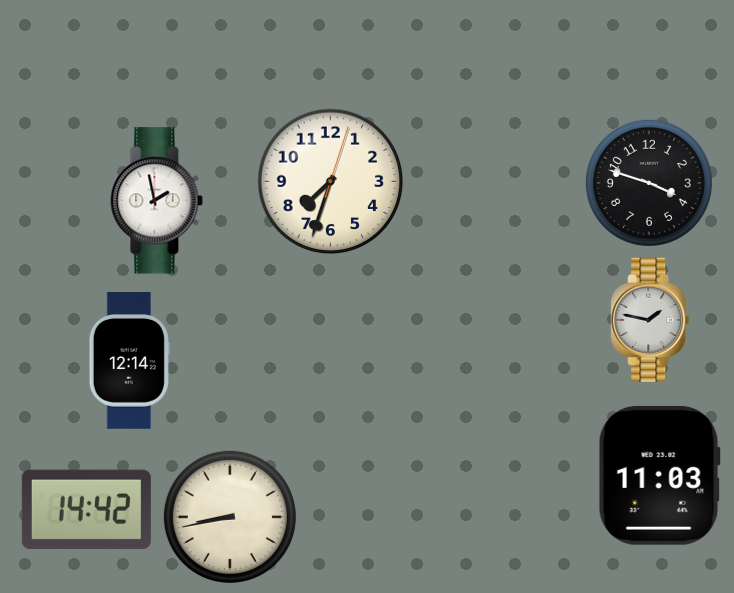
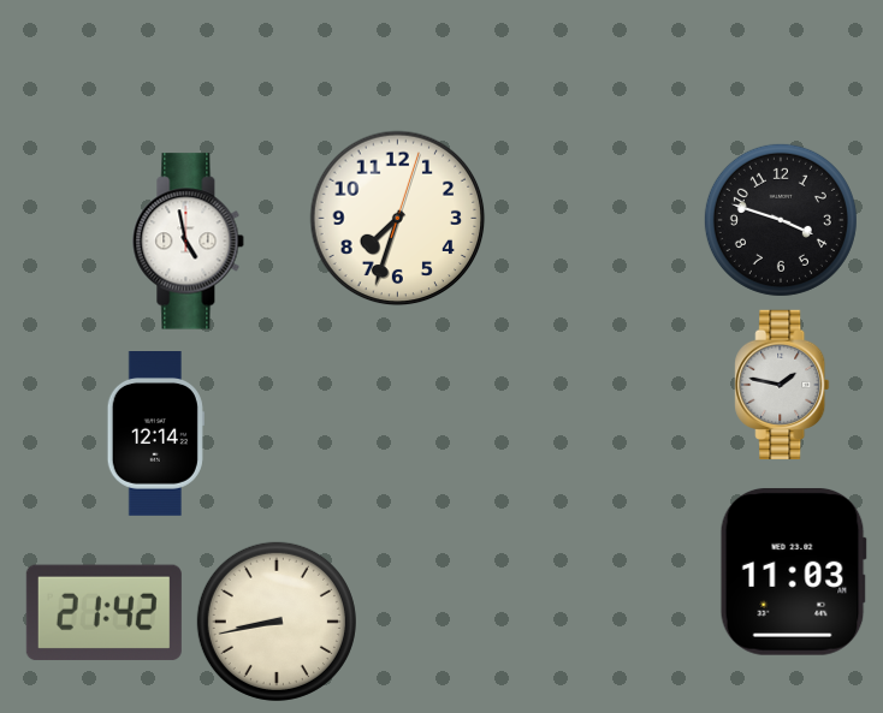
clock at (157, 201): 1:58 -> 4:58
clock at (86, 510): 14:42 -> 21:42
